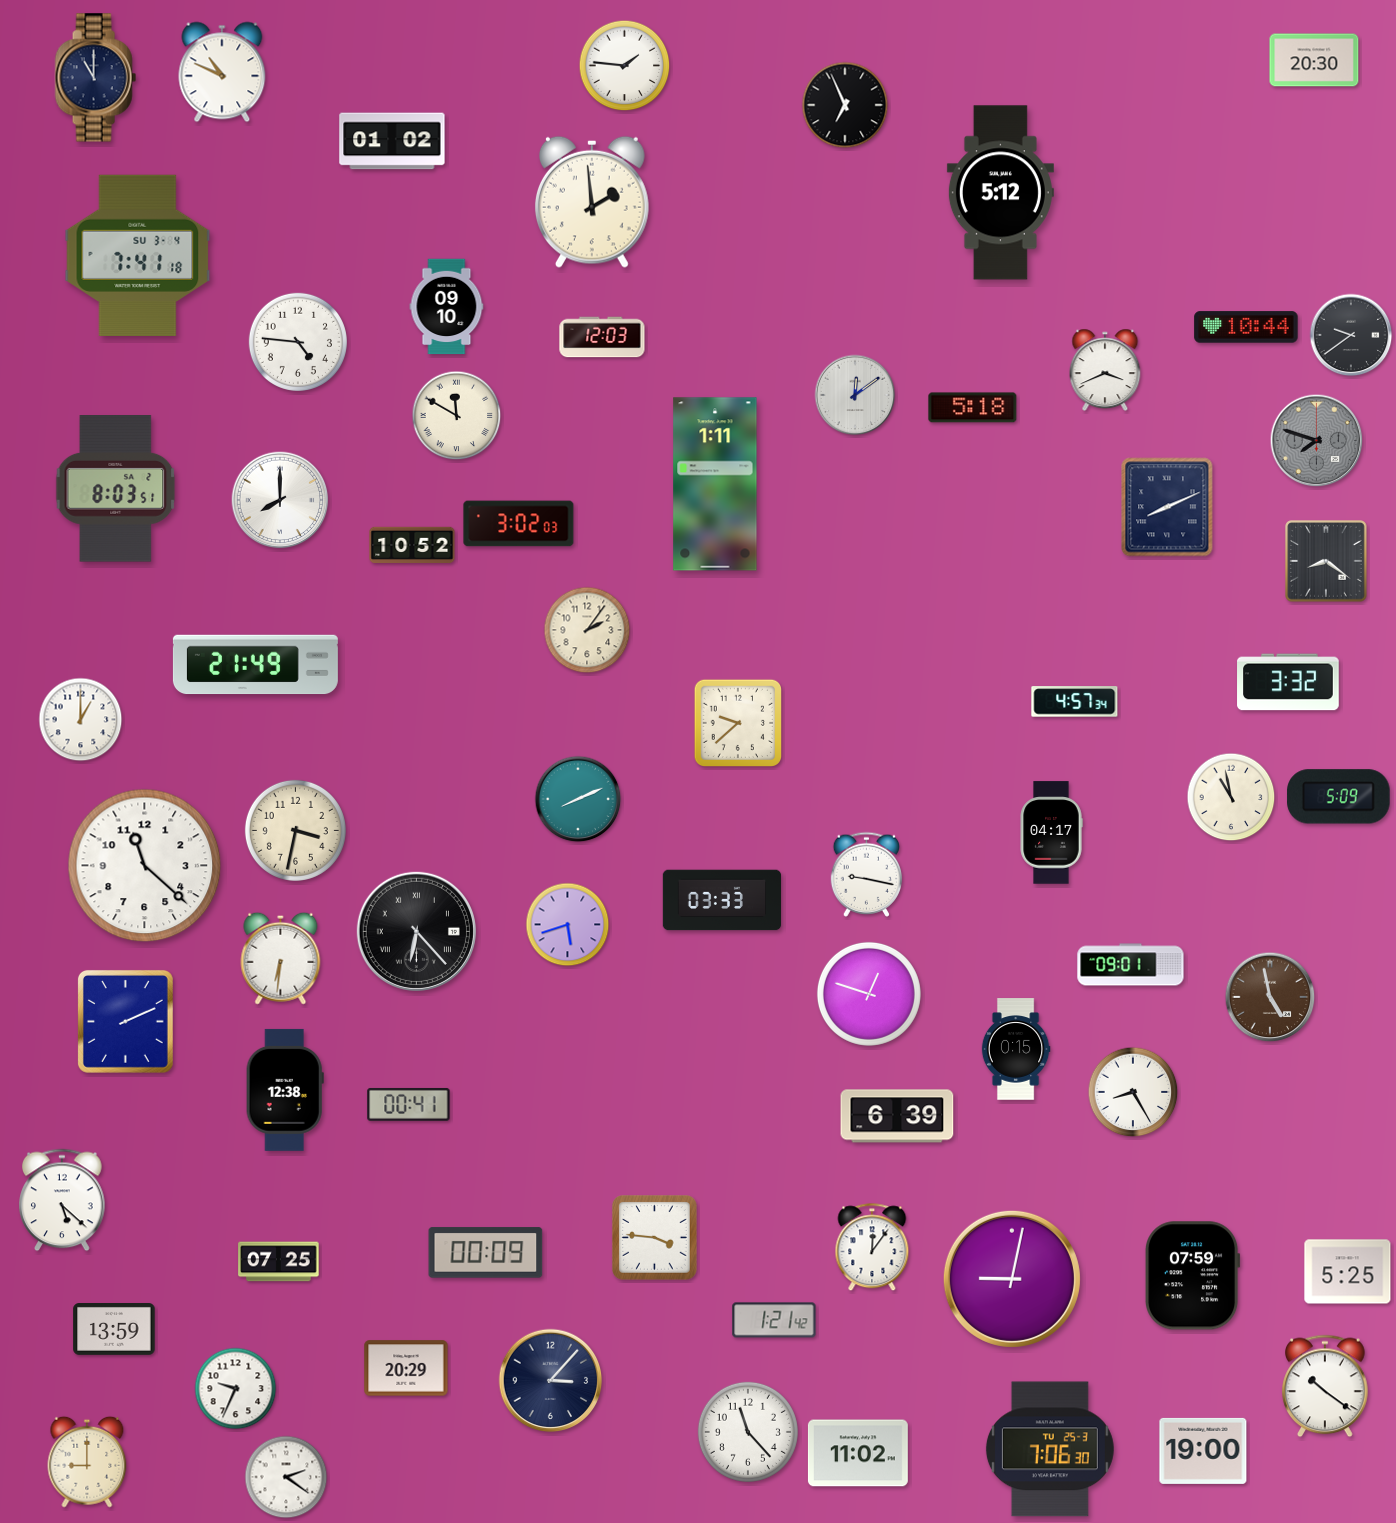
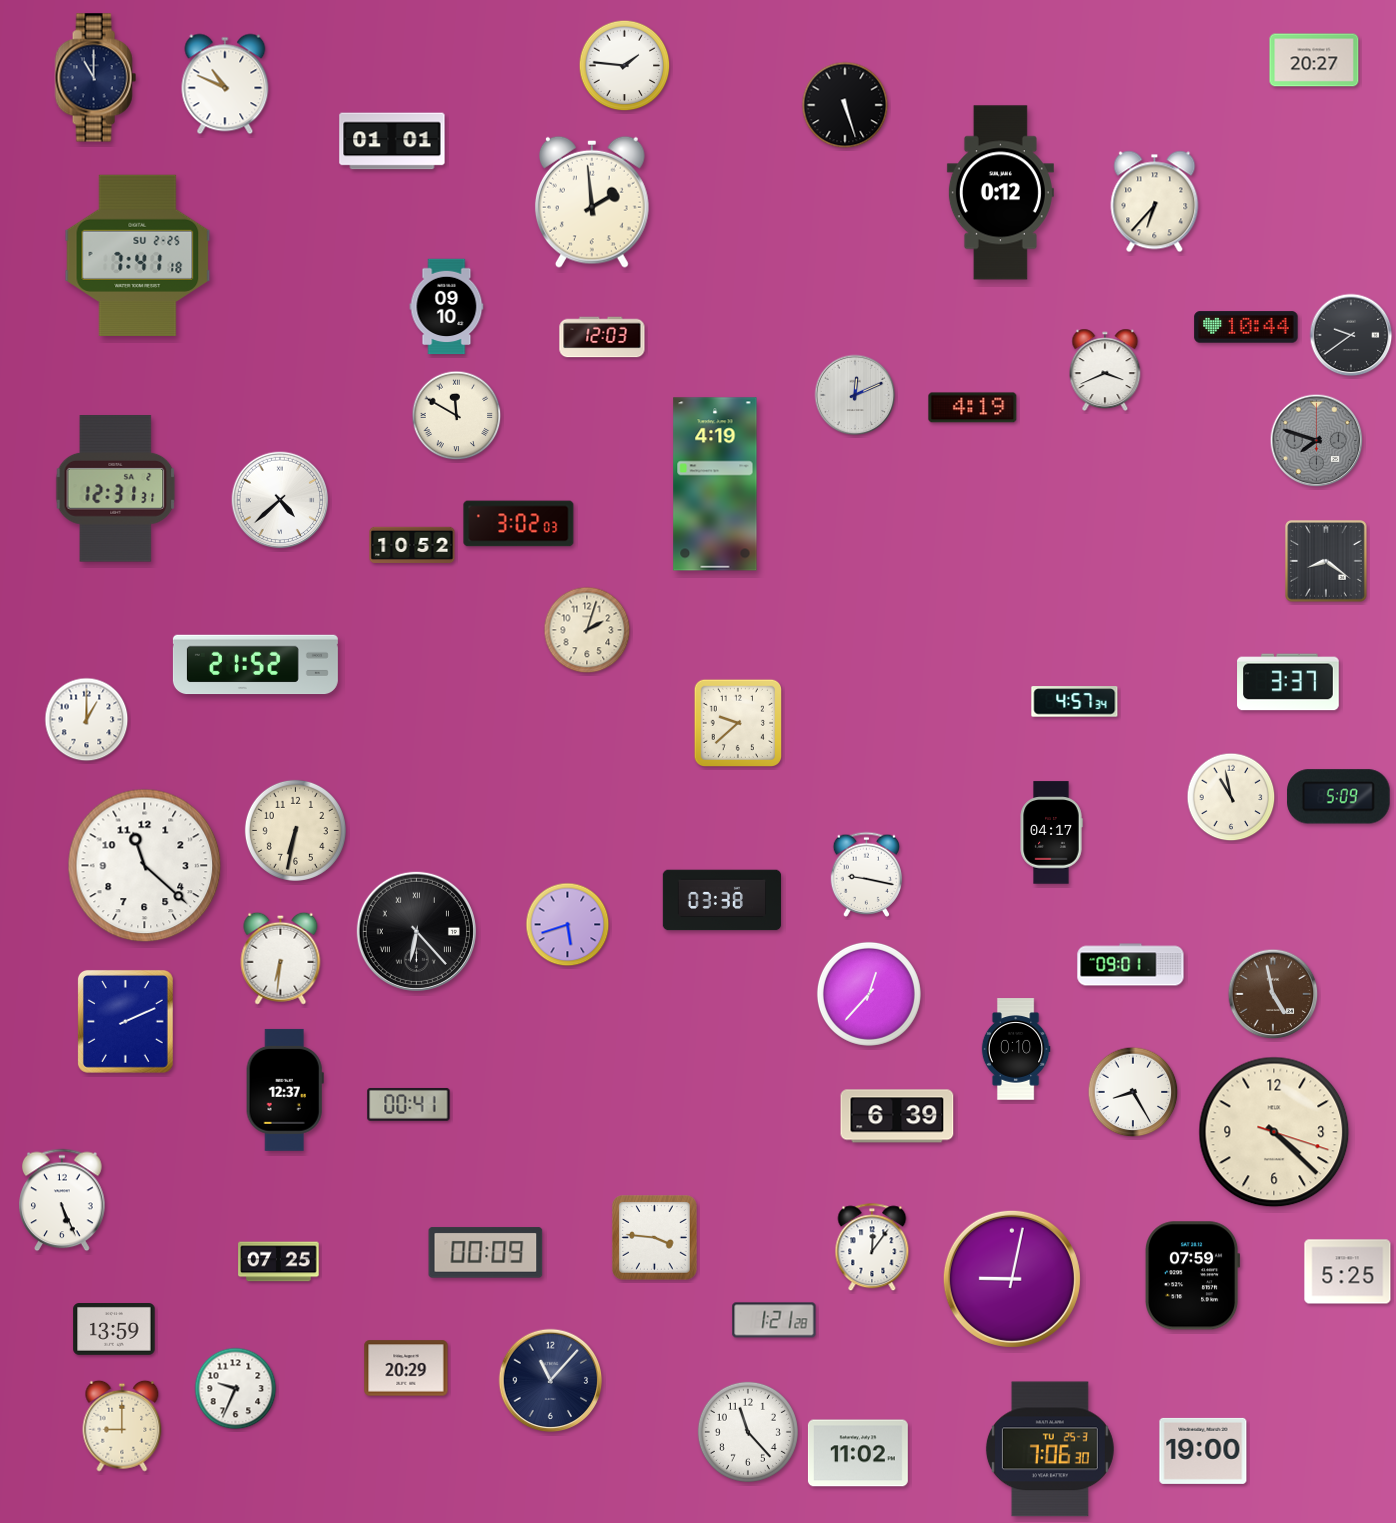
clock at (1314, 60): 20:30 -> 20:27
clock at (222, 72) position: (222, 72) -> (225, 84)
clock at (845, 105): 6:56 -> 5:27
clock at (392, 141): 01:02 -> 01:01
clock at (1000, 193): 5:12 -> 0:12
clock at (1155, 202): none -> 6:37
clock at (138, 255) date: SU 3-4 -> SU 2-25
clock at (298, 342): 4:46 -> none
clock at (855, 395): 12:09 -> 12:11
clock at (973, 408): 5:18 -> 4:19
clock at (715, 484): 1:11 -> 4:19
clock at (116, 489): 8:03 -> 12:31
clock at (280, 500): 8:00 -> 4:38
clock at (1167, 507): 8:11 -> none
clock at (587, 630): 2:06 -> 2:03
clock at (255, 665): 21:49 -> 21:52
clock at (1288, 682): 3:32 -> 3:37
clock at (81, 720) position: (81, 720) -> (87, 720)
clock at (578, 799): 8:11 -> none
clock at (295, 830): 3:32 -> 6:32
clock at (722, 900): 03:33 -> 03:38
clock at (869, 994): 12:48 -> 12:37
clock at (1270, 997) position: (1270, 997) -> (1273, 994)
clock at (1016, 1049): 0:15 -> 0:10
clock at (285, 1090): 12:38 -> 12:37
clock at (1274, 1132): none -> 4:22
clock at (62, 1200): 5:22 -> 5:26
clock at (774, 1320): 1:21:42 -> 1:21:28
clock at (551, 1381): 3:07 -> 11:07
clock at (1325, 1386): 10:21 -> none
clock at (87, 1462) position: (87, 1462) -> (122, 1426)
clock at (286, 1477): 2:21 -> none
